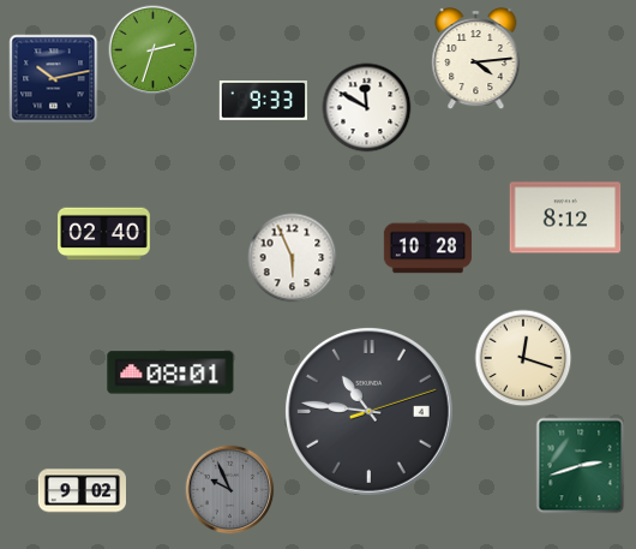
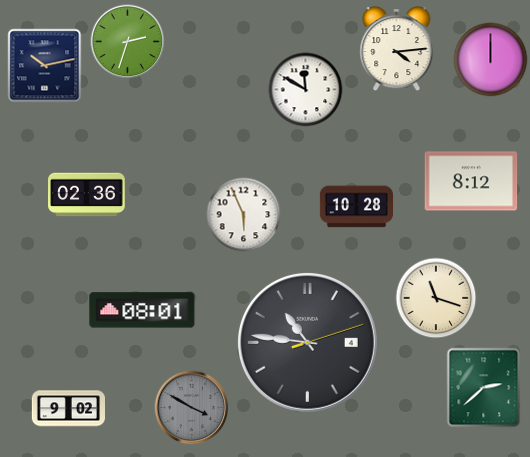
clock at (491, 60): none -> 12:00
clock at (263, 101): 9:33 -> none
clock at (104, 234): 02:40 -> 02:36
clock at (523, 358): 12:18 -> 11:18
clock at (581, 466): 2:42 -> 2:38
clock at (230, 490): 9:56 -> 3:50
